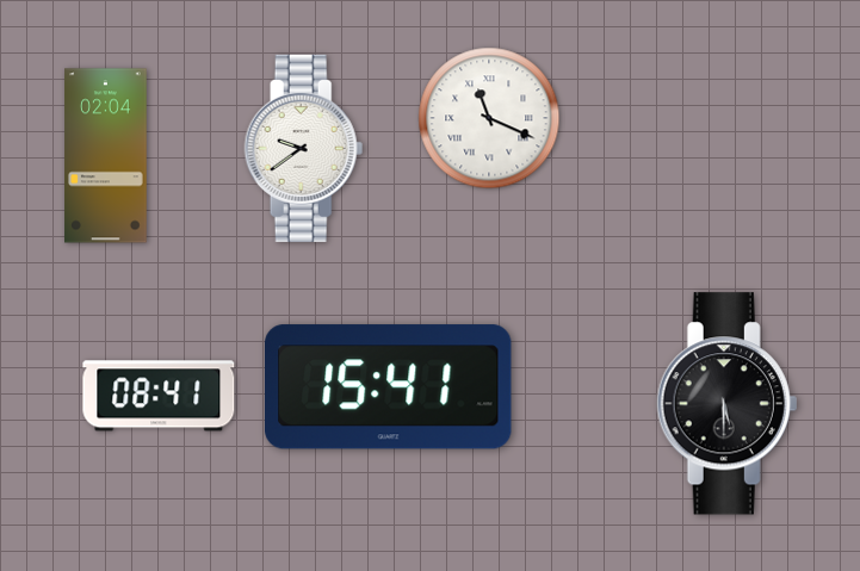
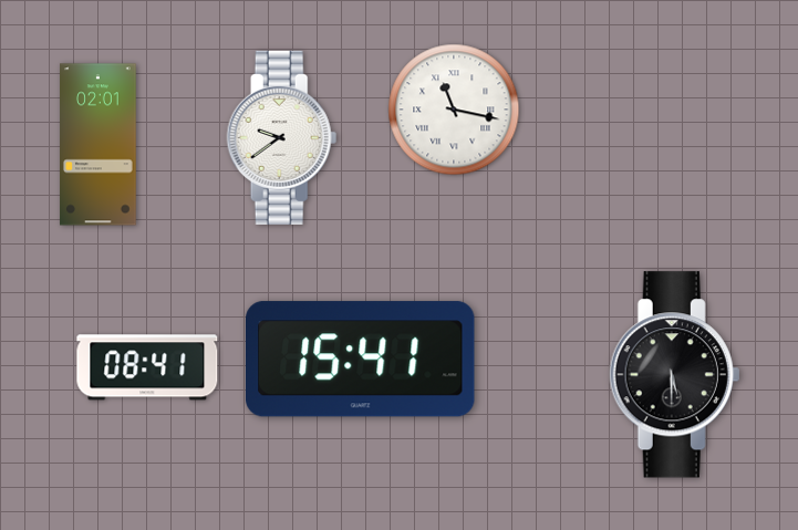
clock at (489, 118): 11:19 -> 11:17
clock at (106, 156): 02:04 -> 02:01
